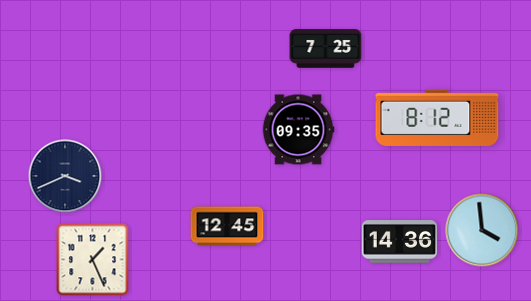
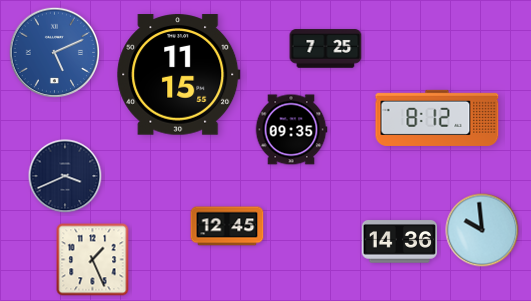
clock at (54, 52): none -> 5:11
clock at (179, 75): none -> 11:15
clock at (298, 130) position: (298, 130) -> (291, 130)
clock at (482, 230): 3:59 -> 9:59
